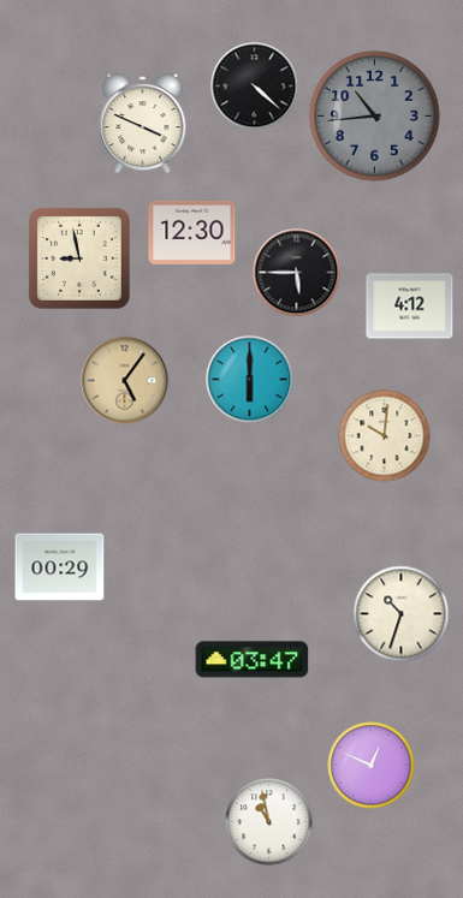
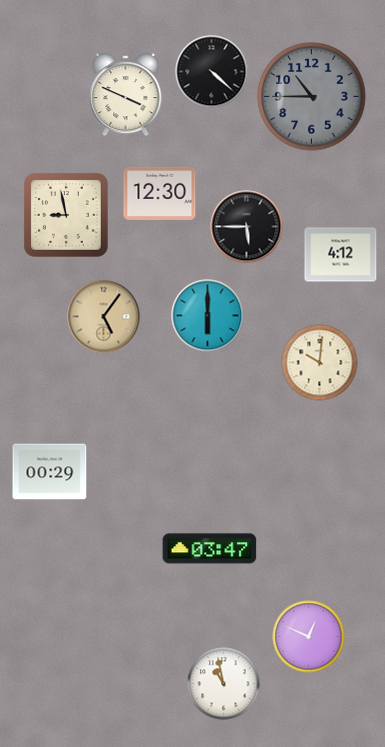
clock at (375, 117): 10:44 -> 10:45
clock at (143, 125) position: (143, 125) -> (126, 96)
clock at (402, 614): 10:33 -> none
